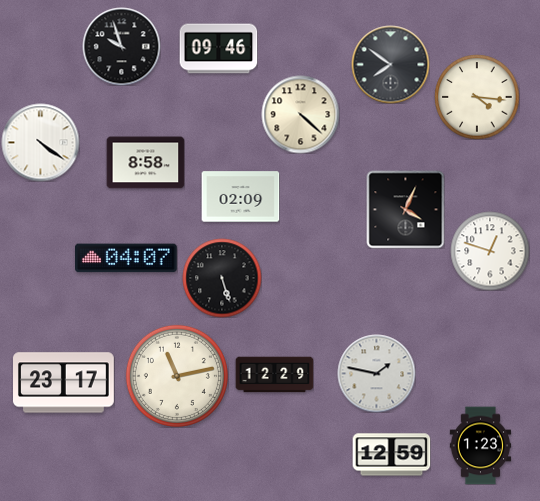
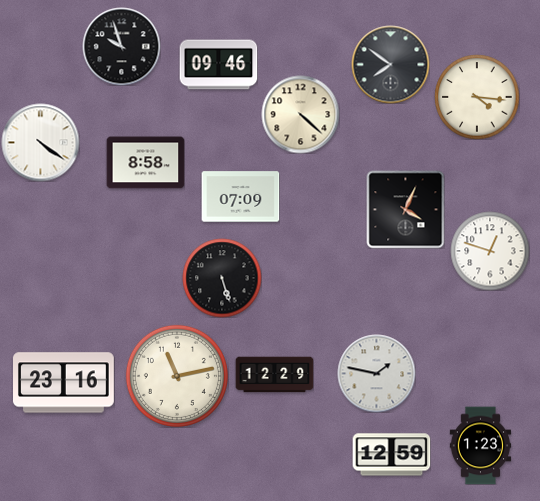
clock at (218, 49) position: (218, 49) -> (218, 65)
clock at (240, 197): 02:09 -> 07:09
clock at (127, 258): 04:07 -> none
clock at (64, 383): 23:17 -> 23:16
